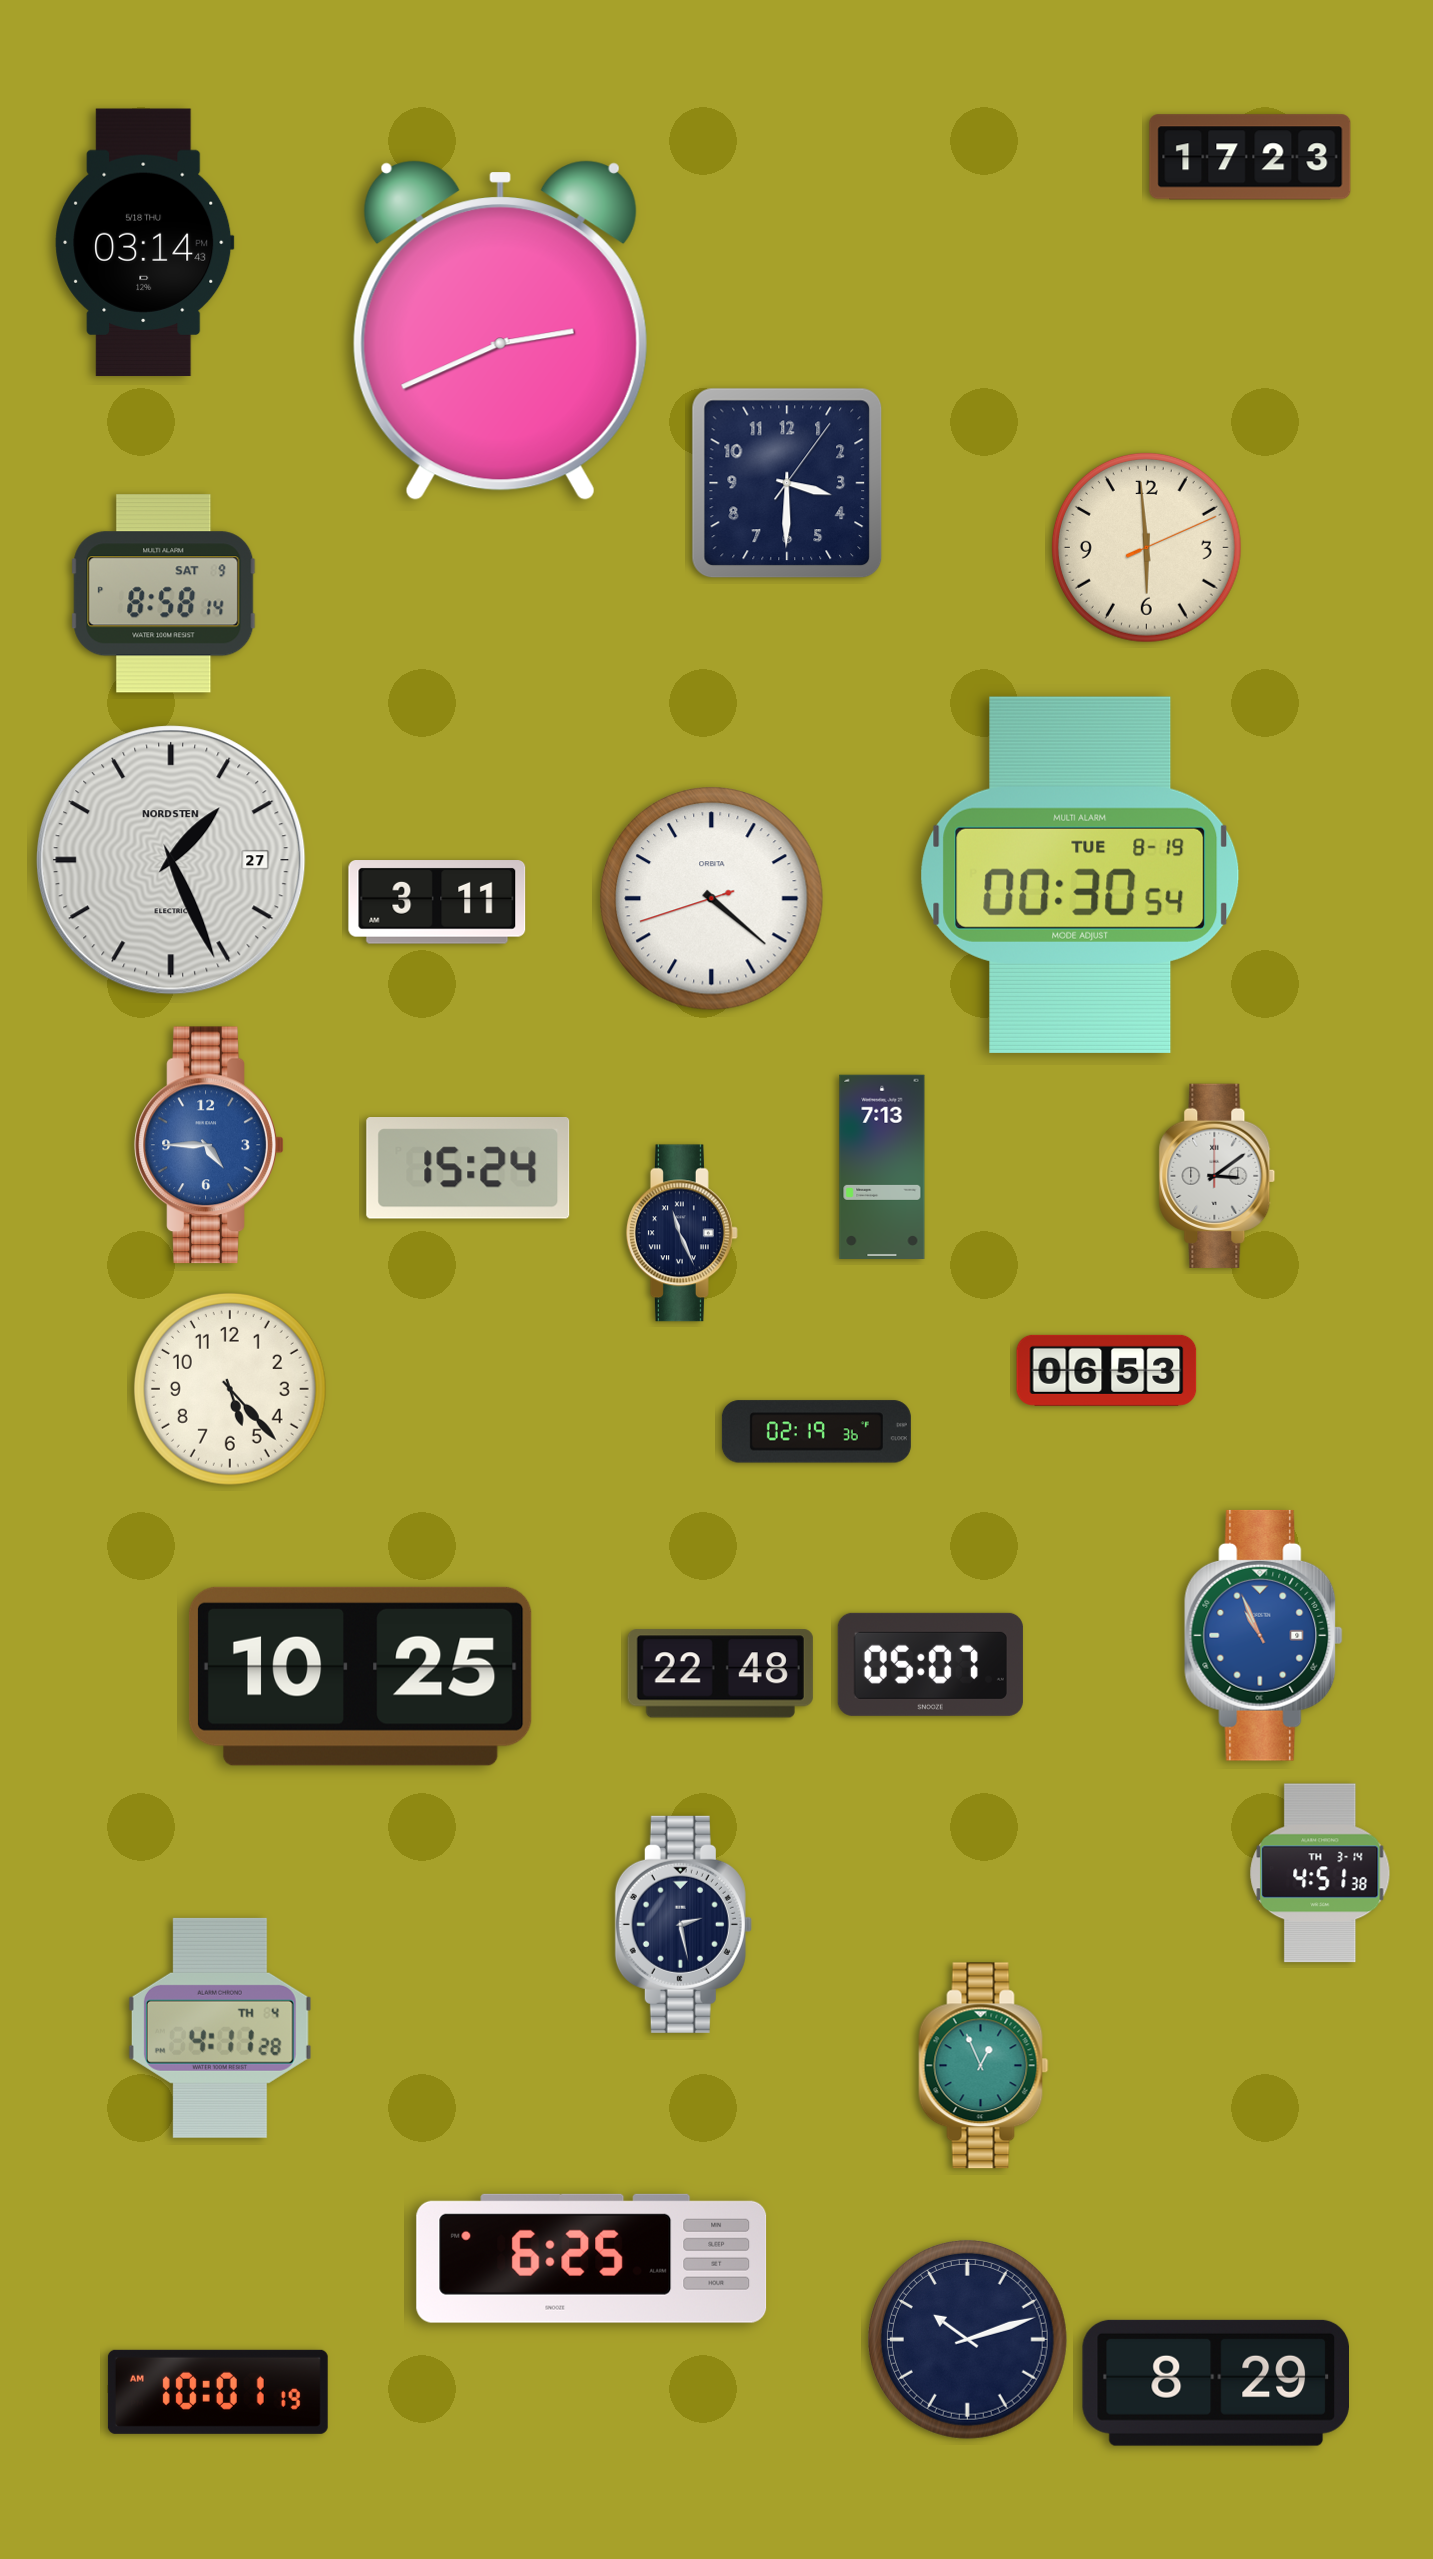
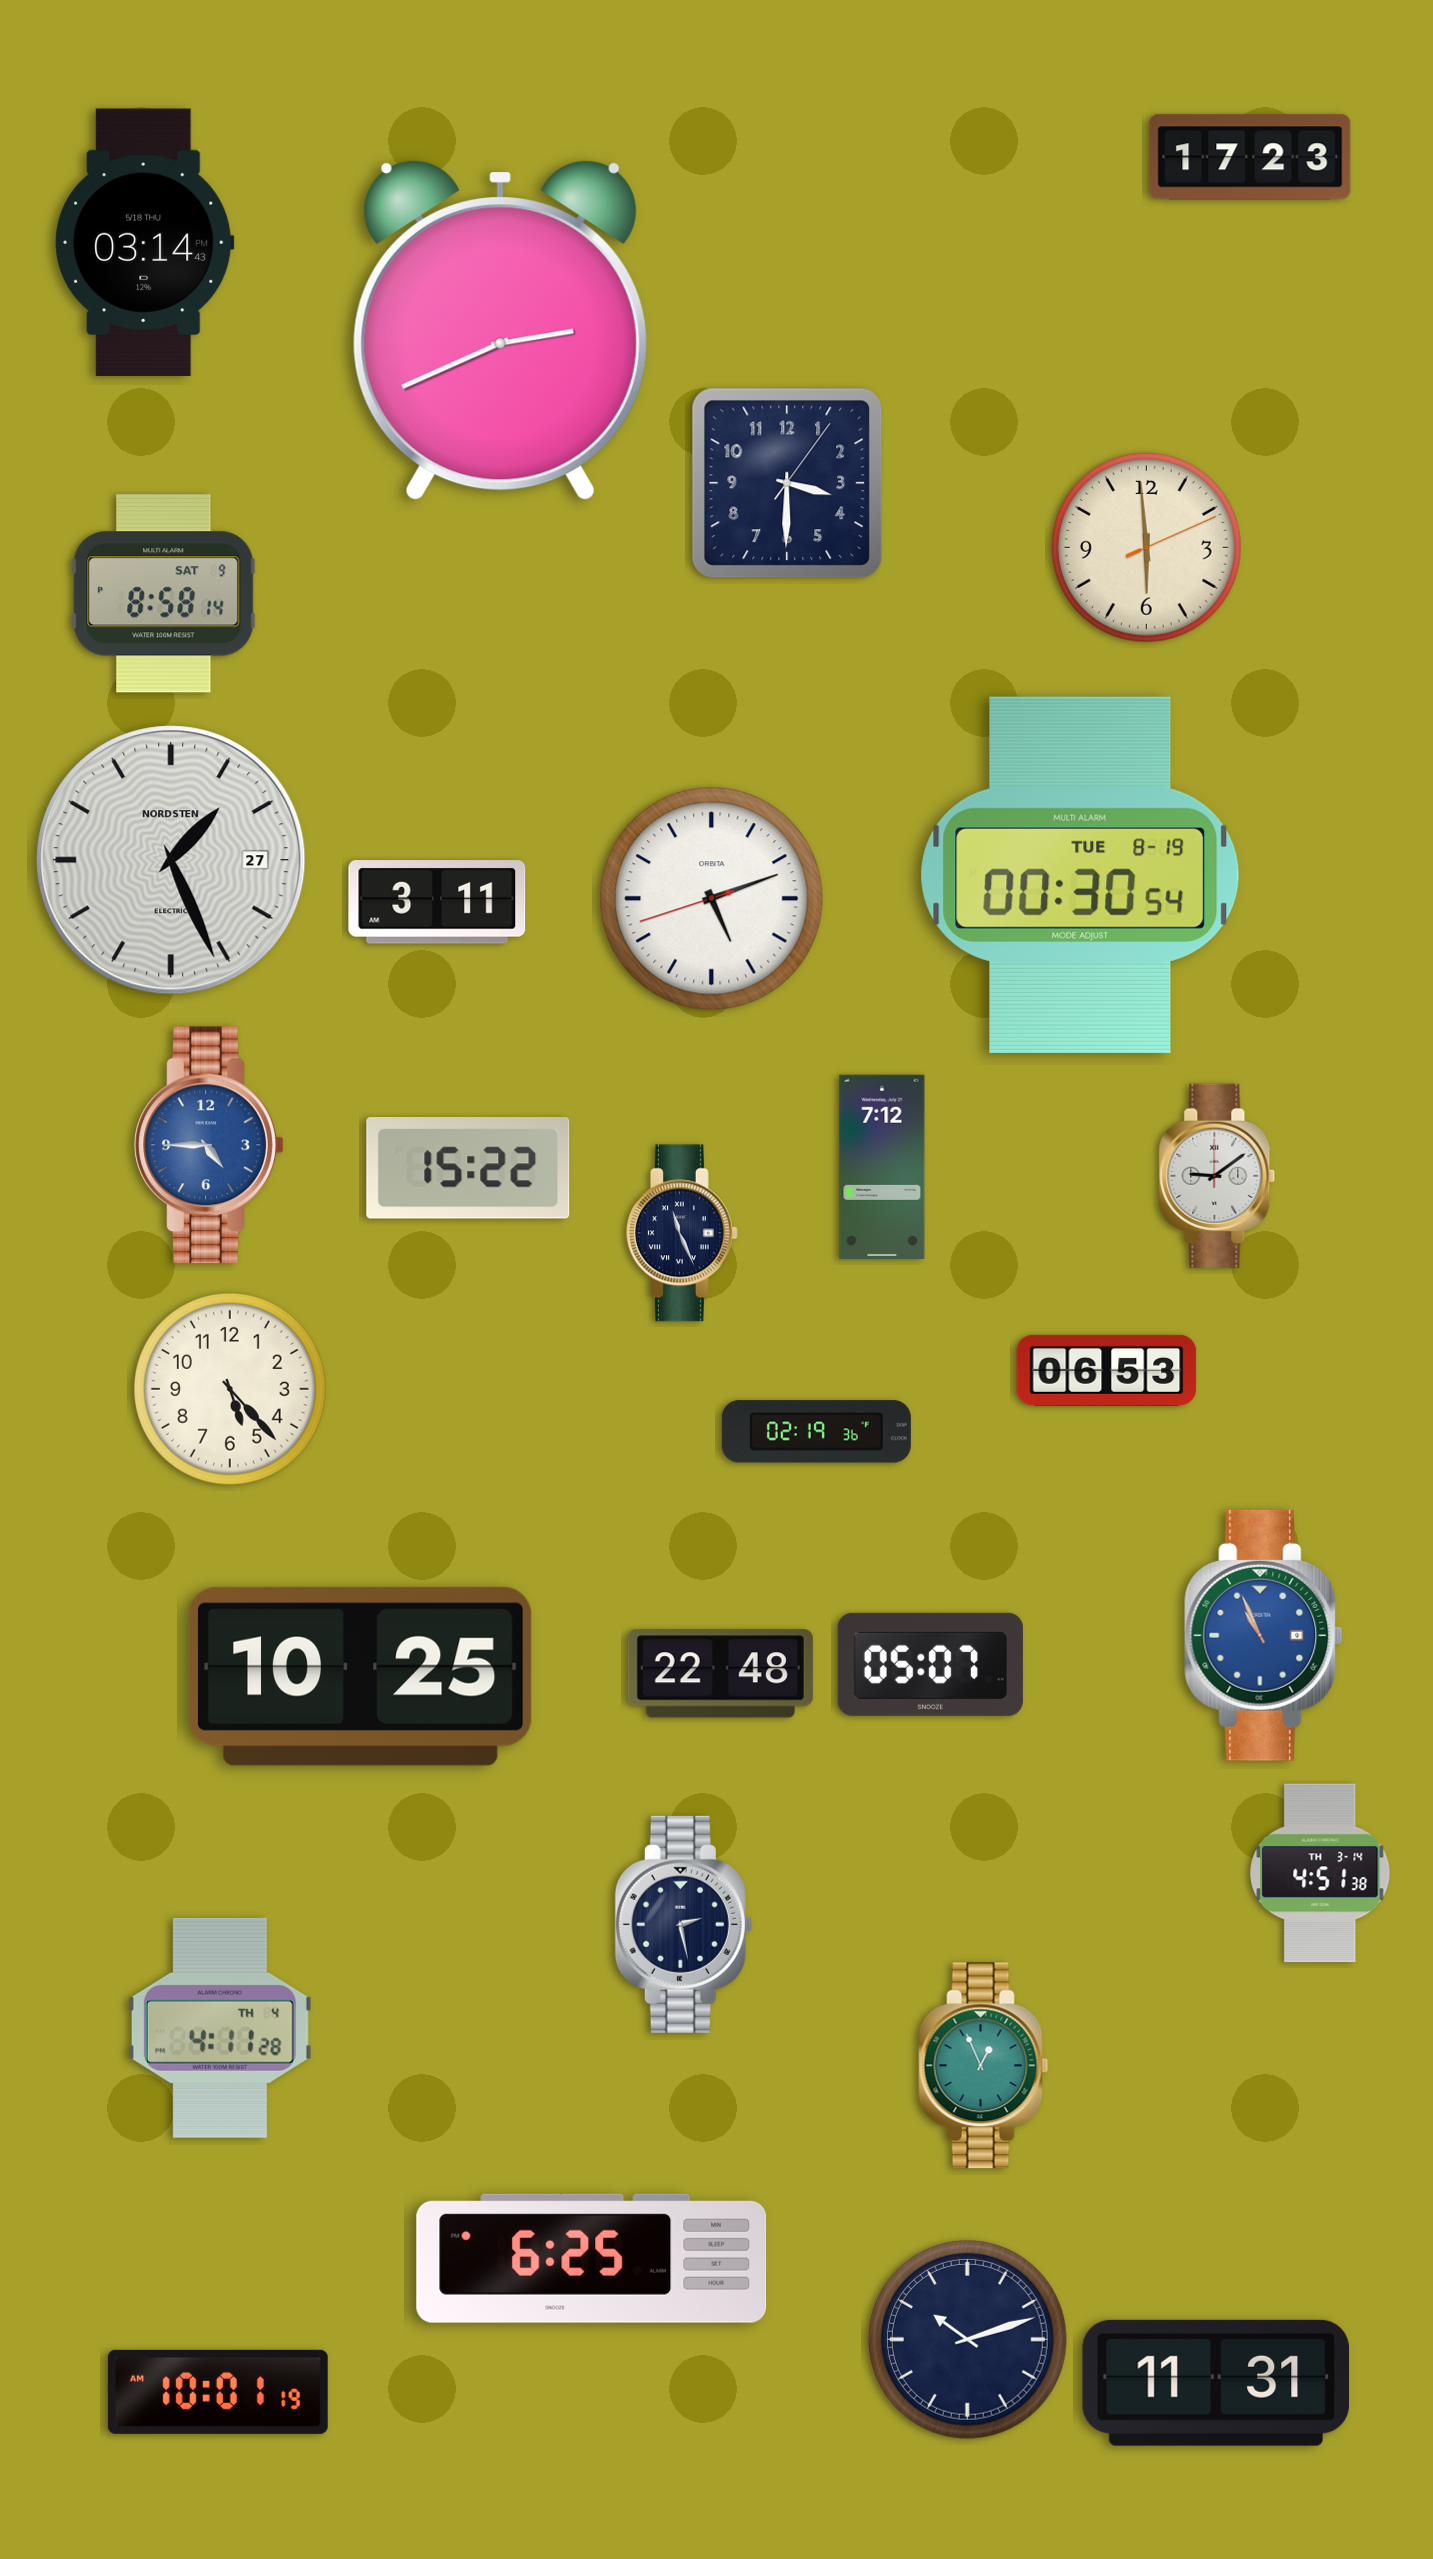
clock at (712, 899): 4:21 -> 5:11
clock at (882, 1166): 7:13 -> 7:12
clock at (468, 1169): 15:24 -> 15:22
clock at (1217, 1176): 3:09 -> 9:09
clock at (1215, 2383): 8:29 -> 11:31
